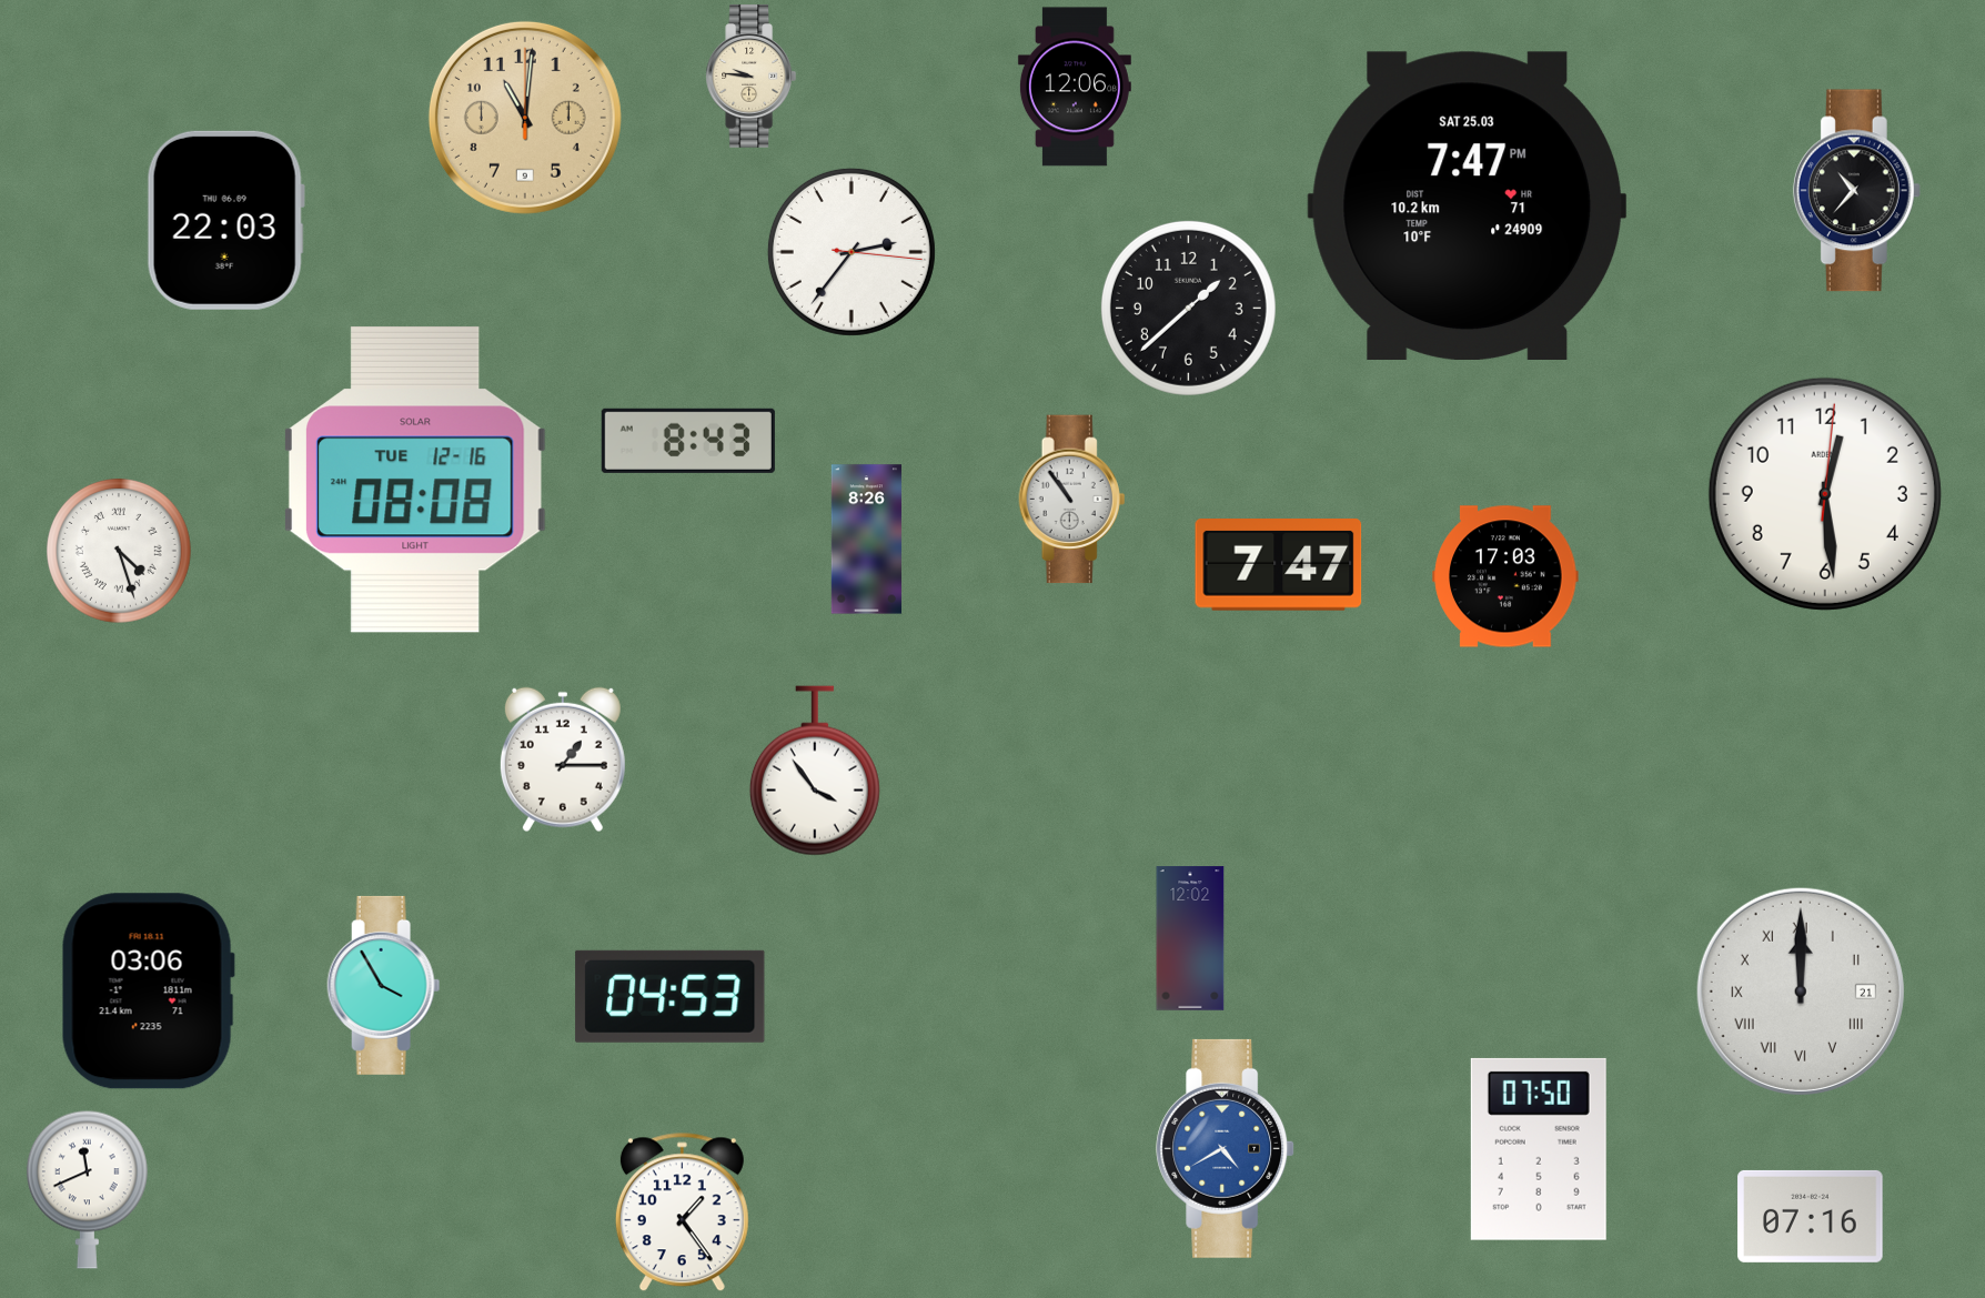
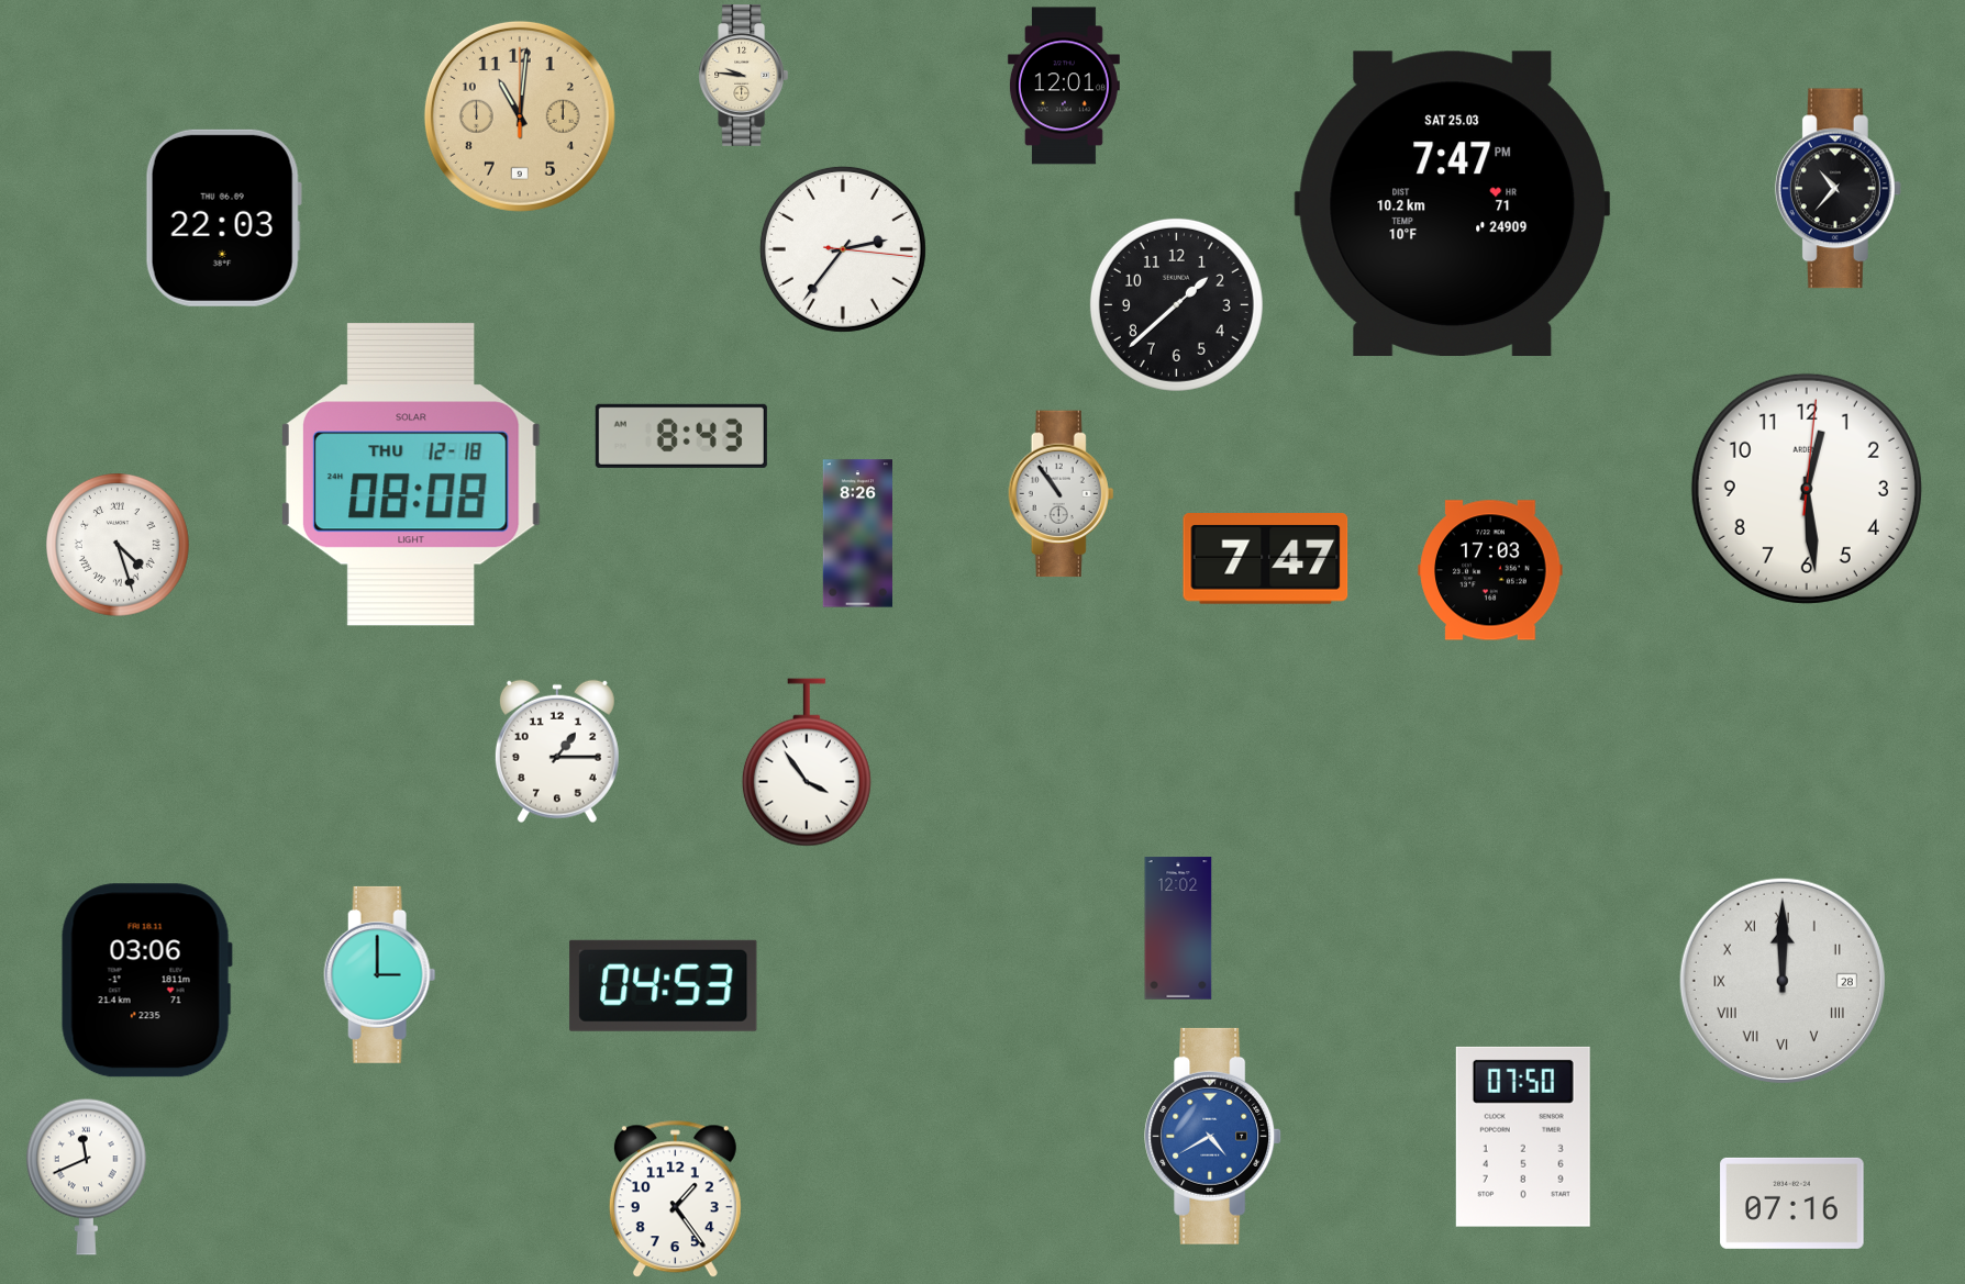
clock at (1075, 87): 12:06 -> 12:01
clock at (415, 480) date: TUE 12-16 -> THU 12-18
clock at (384, 985): 3:55 -> 3:00
clock at (1801, 992) date: 21 -> 28
